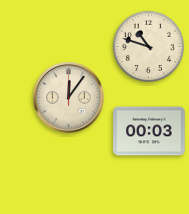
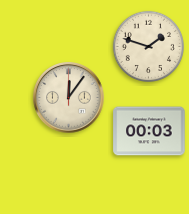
clock at (148, 46): 10:48 -> 1:48
